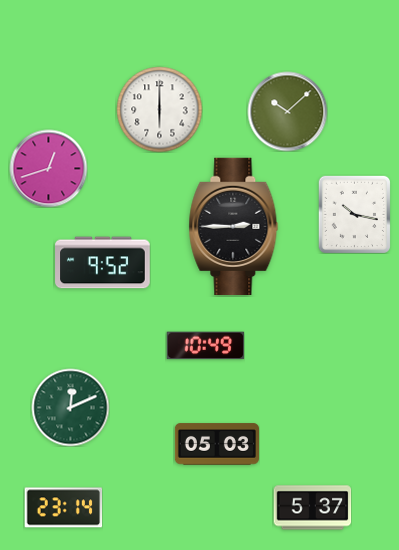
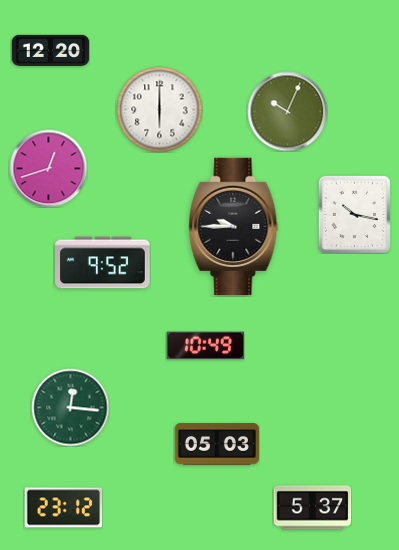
clock at (50, 50): none -> 12:20
clock at (287, 111): 10:08 -> 10:04
clock at (234, 226): 2:45 -> 9:45
clock at (70, 407): 12:11 -> 12:16
clock at (63, 508): 23:14 -> 23:12
